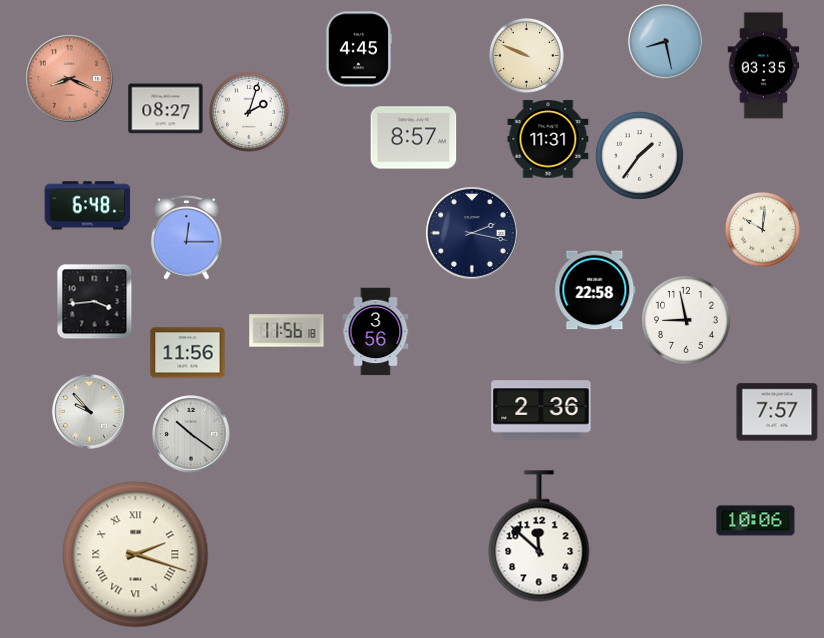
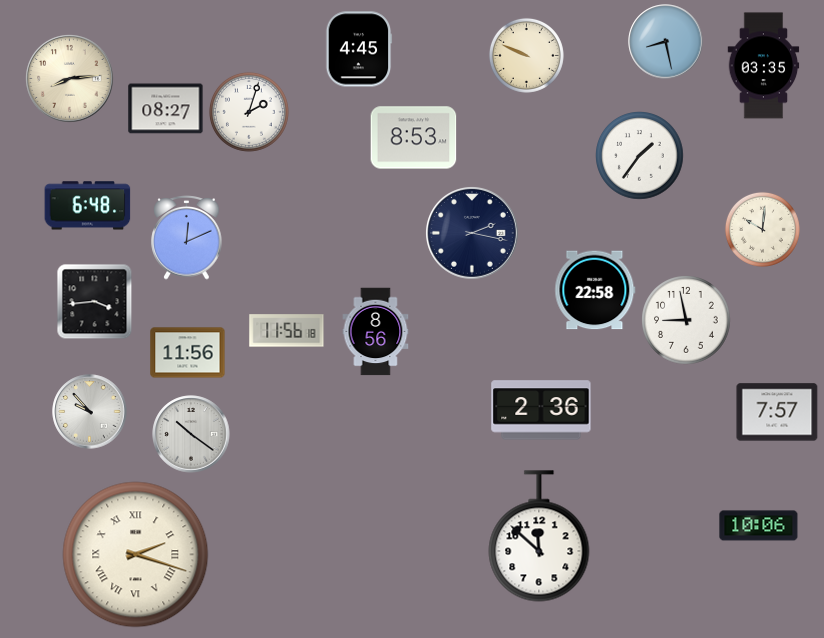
clock at (70, 79): 8:19 -> 8:14
clock at (70, 79) dial: salmon -> cream
clock at (414, 138): 8:57 -> 8:53
clock at (548, 139): 11:31 -> none
clock at (187, 238): 12:15 -> 12:11
clock at (376, 332): 3:56 -> 8:56
clock at (756, 521) position: (756, 521) -> (759, 526)
